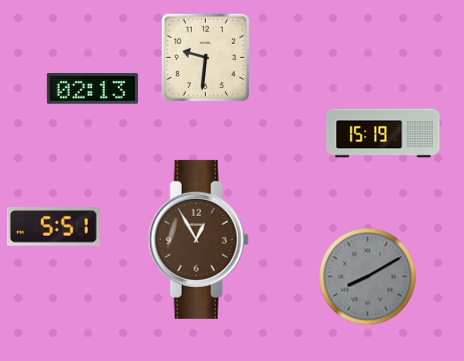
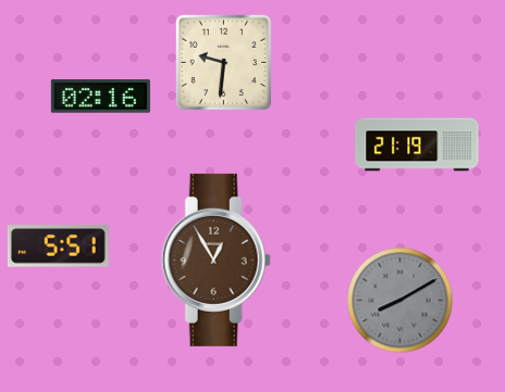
clock at (92, 89): 02:13 -> 02:16
clock at (383, 133): 15:19 -> 21:19
